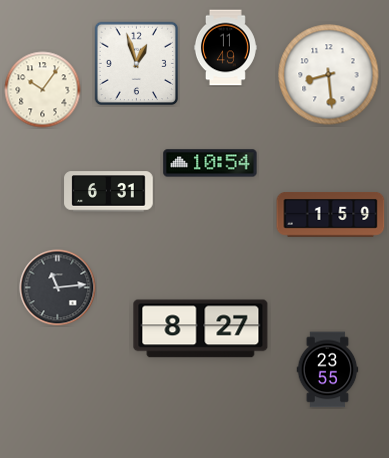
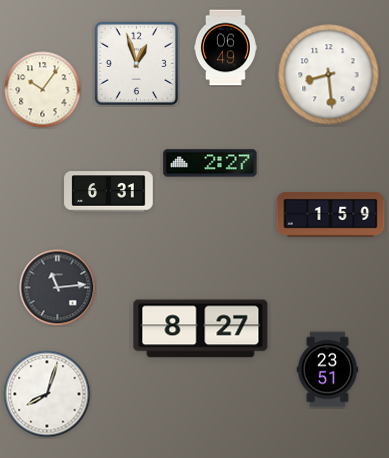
clock at (225, 48): 11:49 -> 06:49
clock at (210, 163): 10:54 -> 2:27
clock at (328, 370): 23:55 -> 23:51
clock at (47, 394): none -> 8:03
